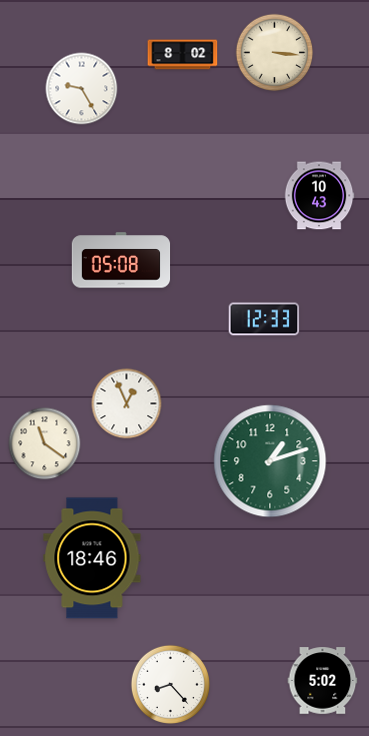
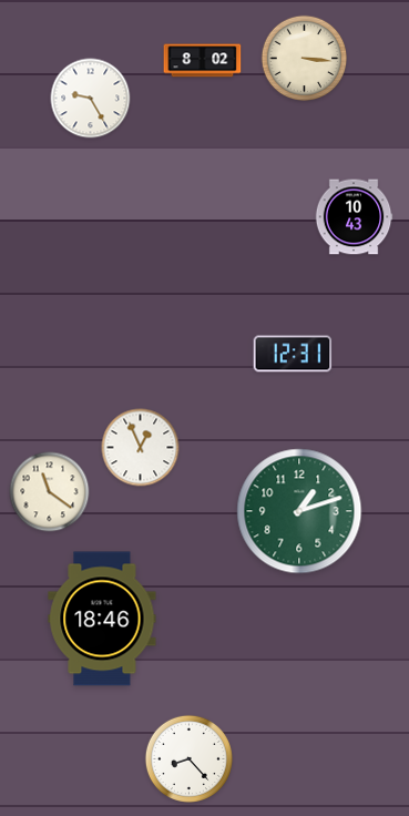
clock at (121, 260): 05:08 -> none
clock at (264, 319): 12:33 -> 12:31
clock at (323, 681): 5:02 -> none
